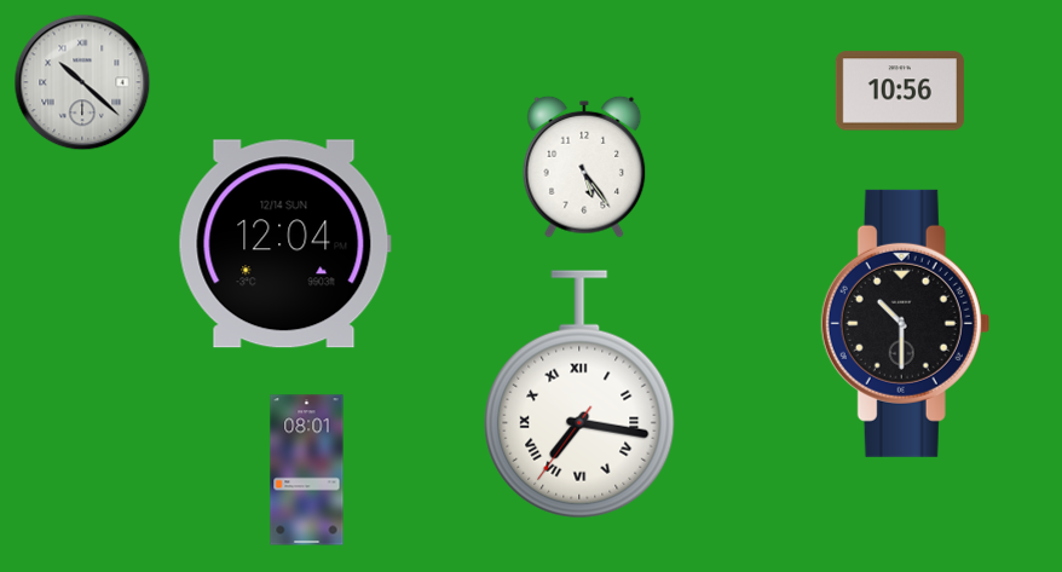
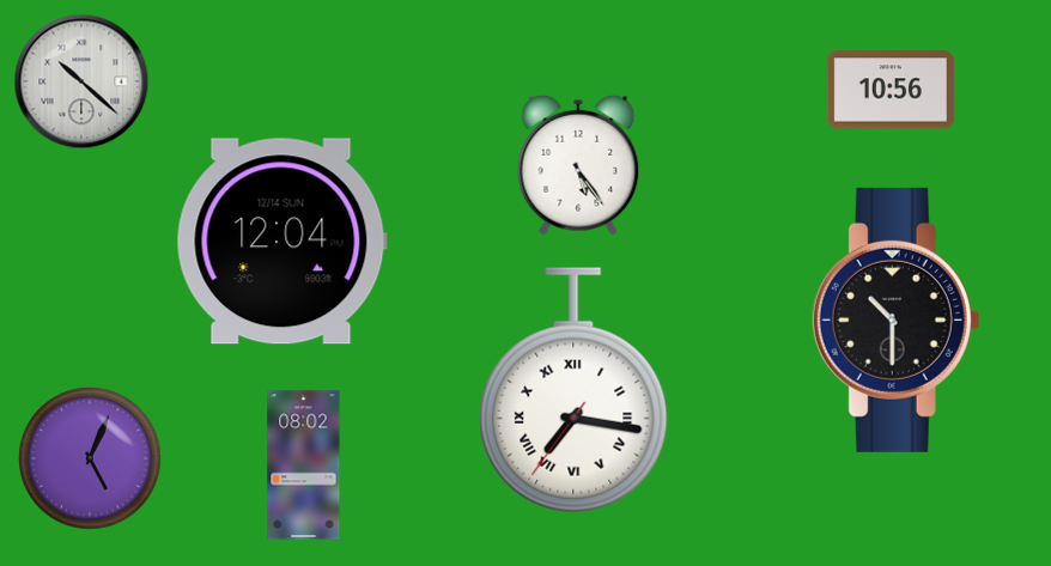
clock at (90, 458): none -> 5:04
clock at (307, 470): 08:01 -> 08:02
